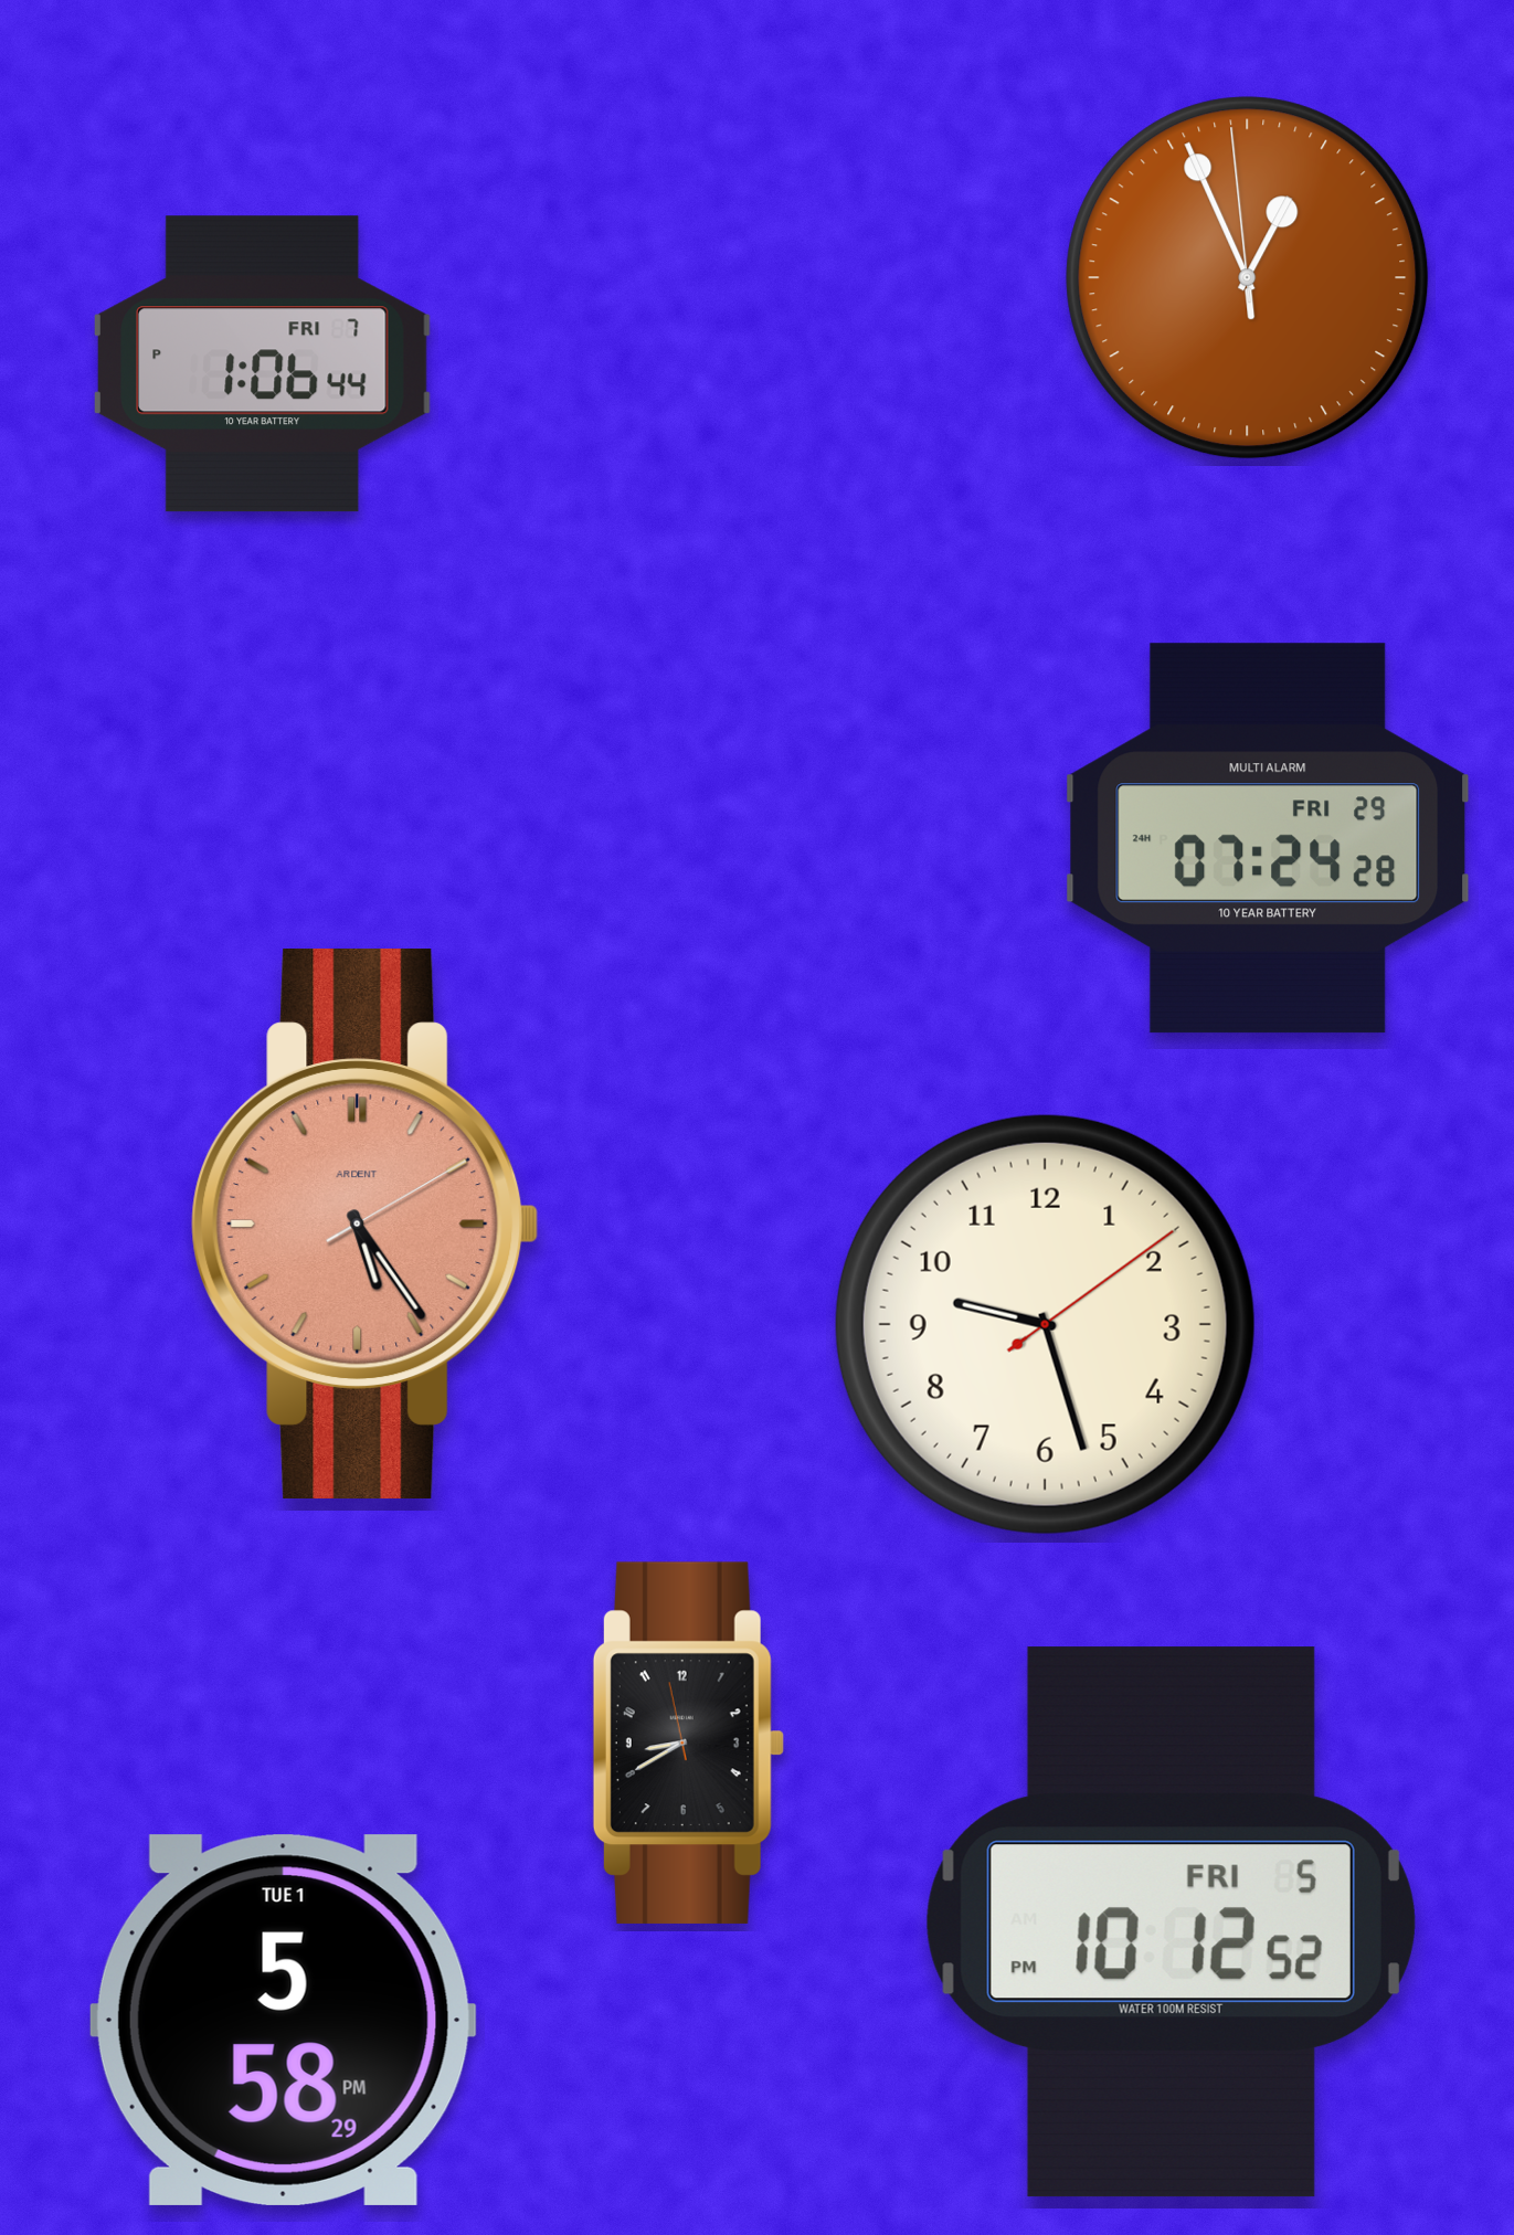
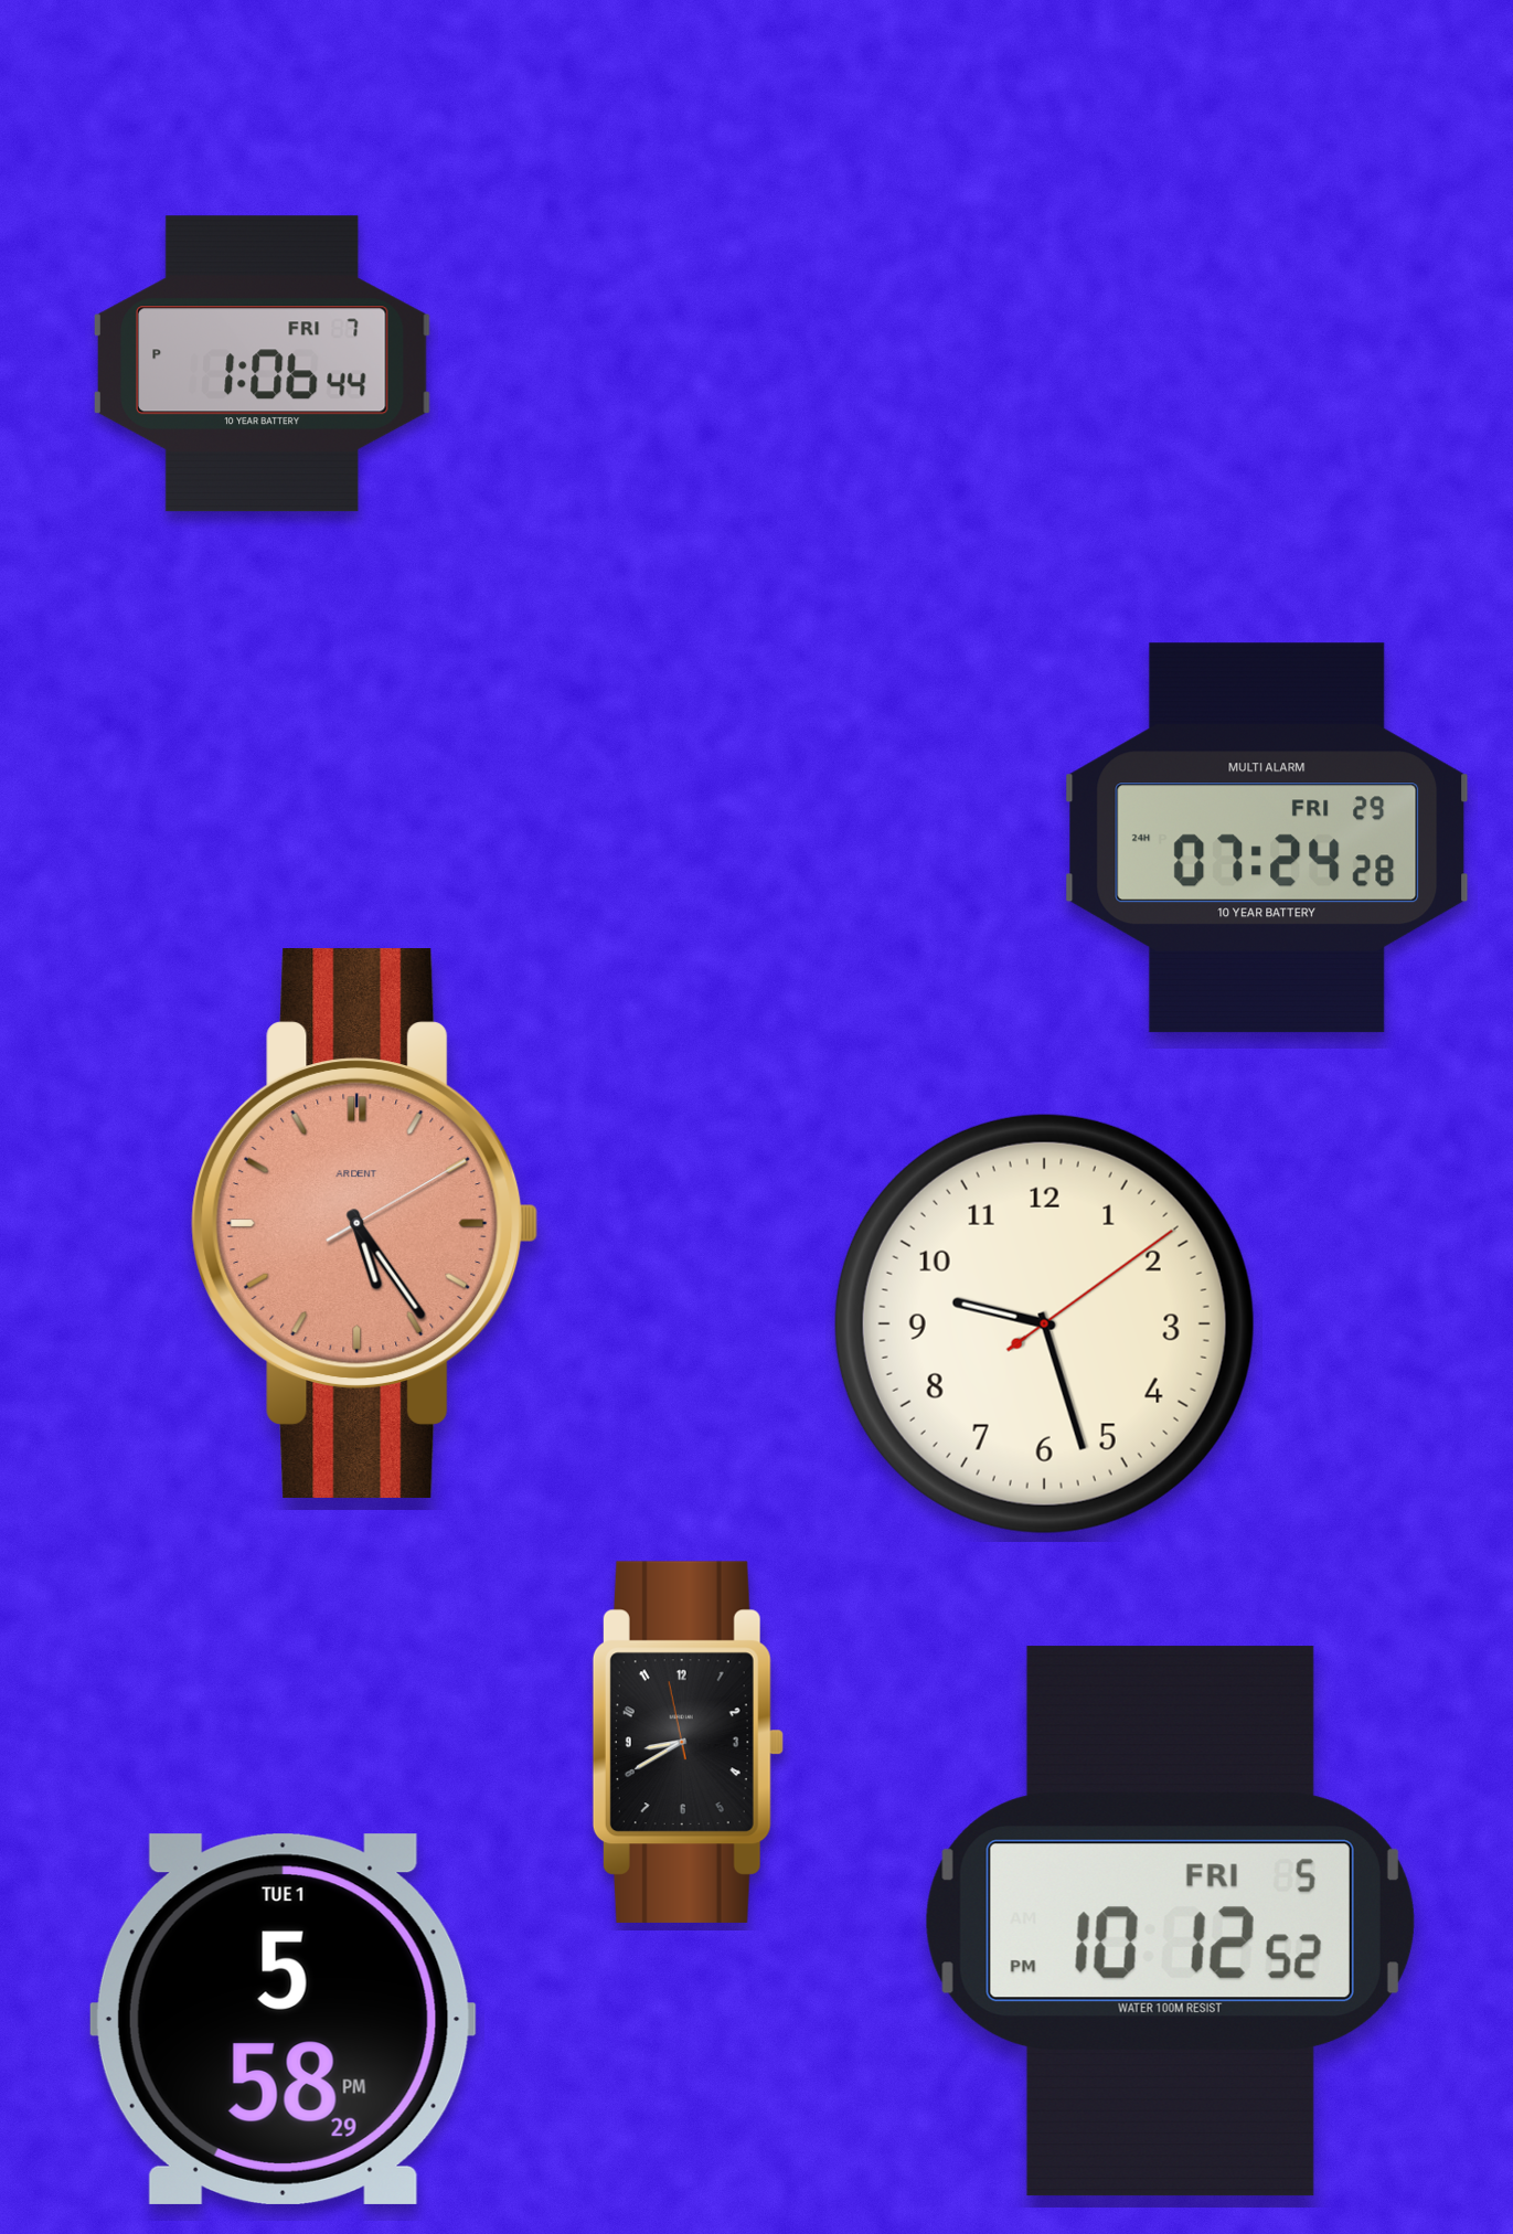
clock at (1248, 278): 12:55 -> none
